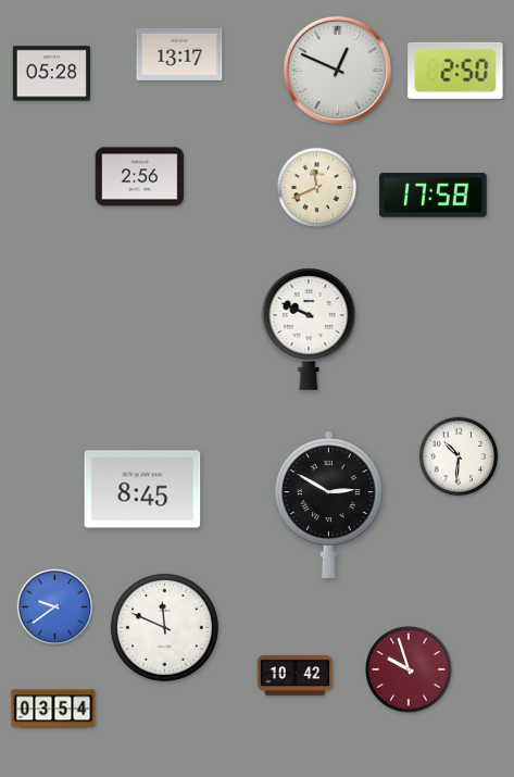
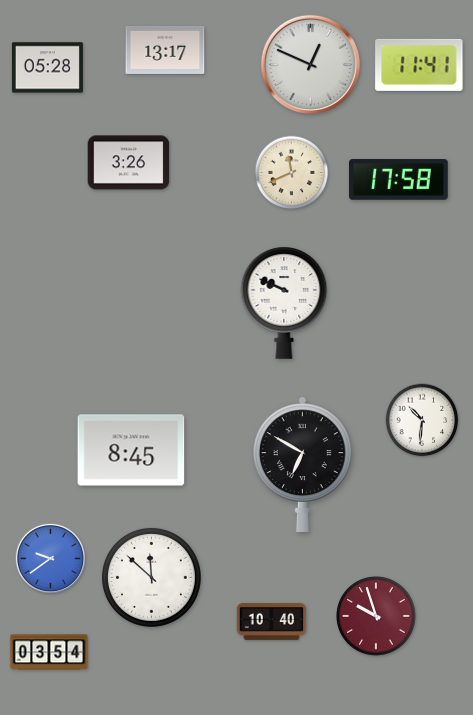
clock at (455, 71): 2:50 -> 11:41
clock at (140, 177): 2:56 -> 3:26
clock at (328, 504): 2:50 -> 6:50
clock at (164, 627): 11:49 -> 11:52
clock at (296, 675): 10:42 -> 10:40
